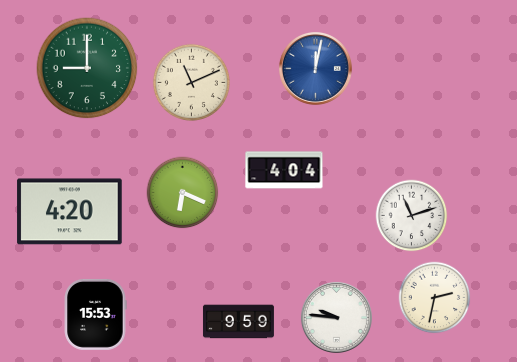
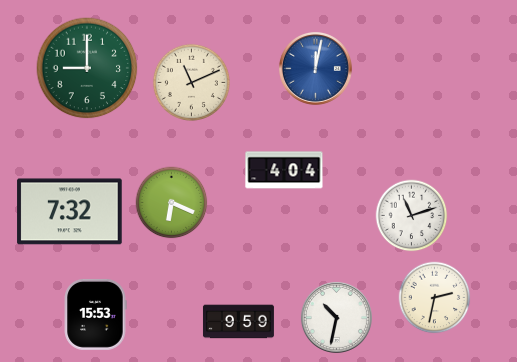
clock at (183, 193) position: (183, 193) -> (172, 203)
clock at (70, 212): 4:20 -> 7:32
clock at (336, 317): 9:46 -> 10:32
